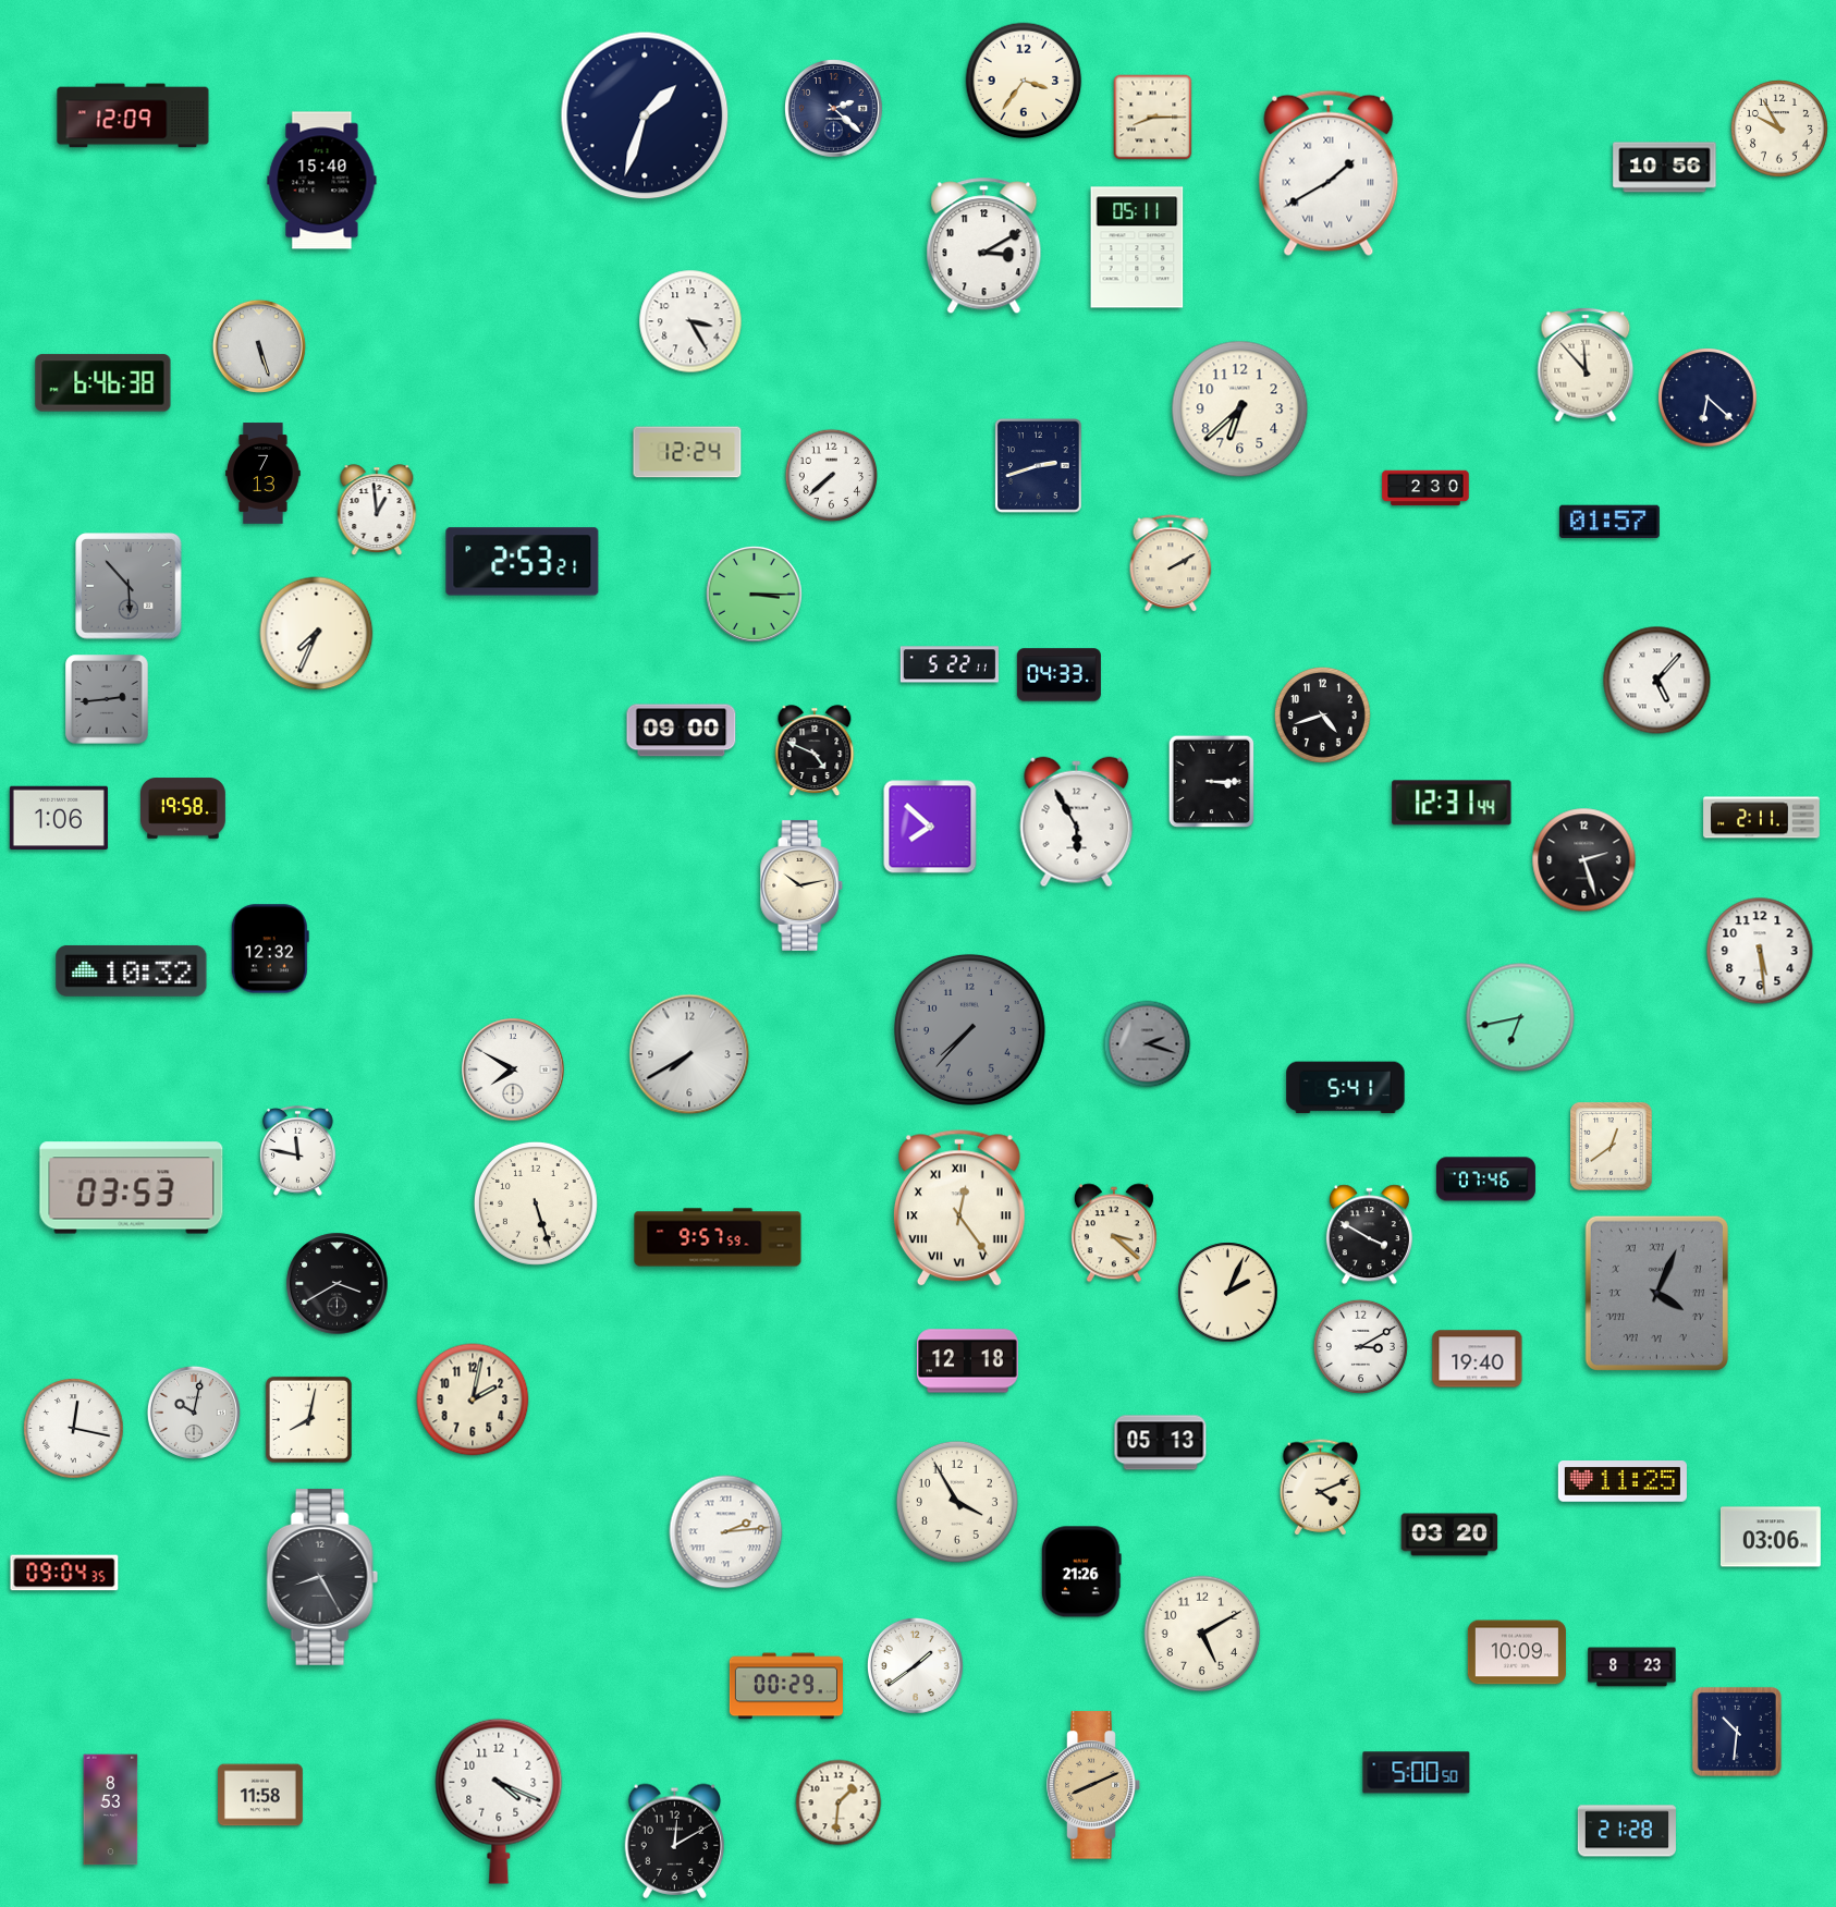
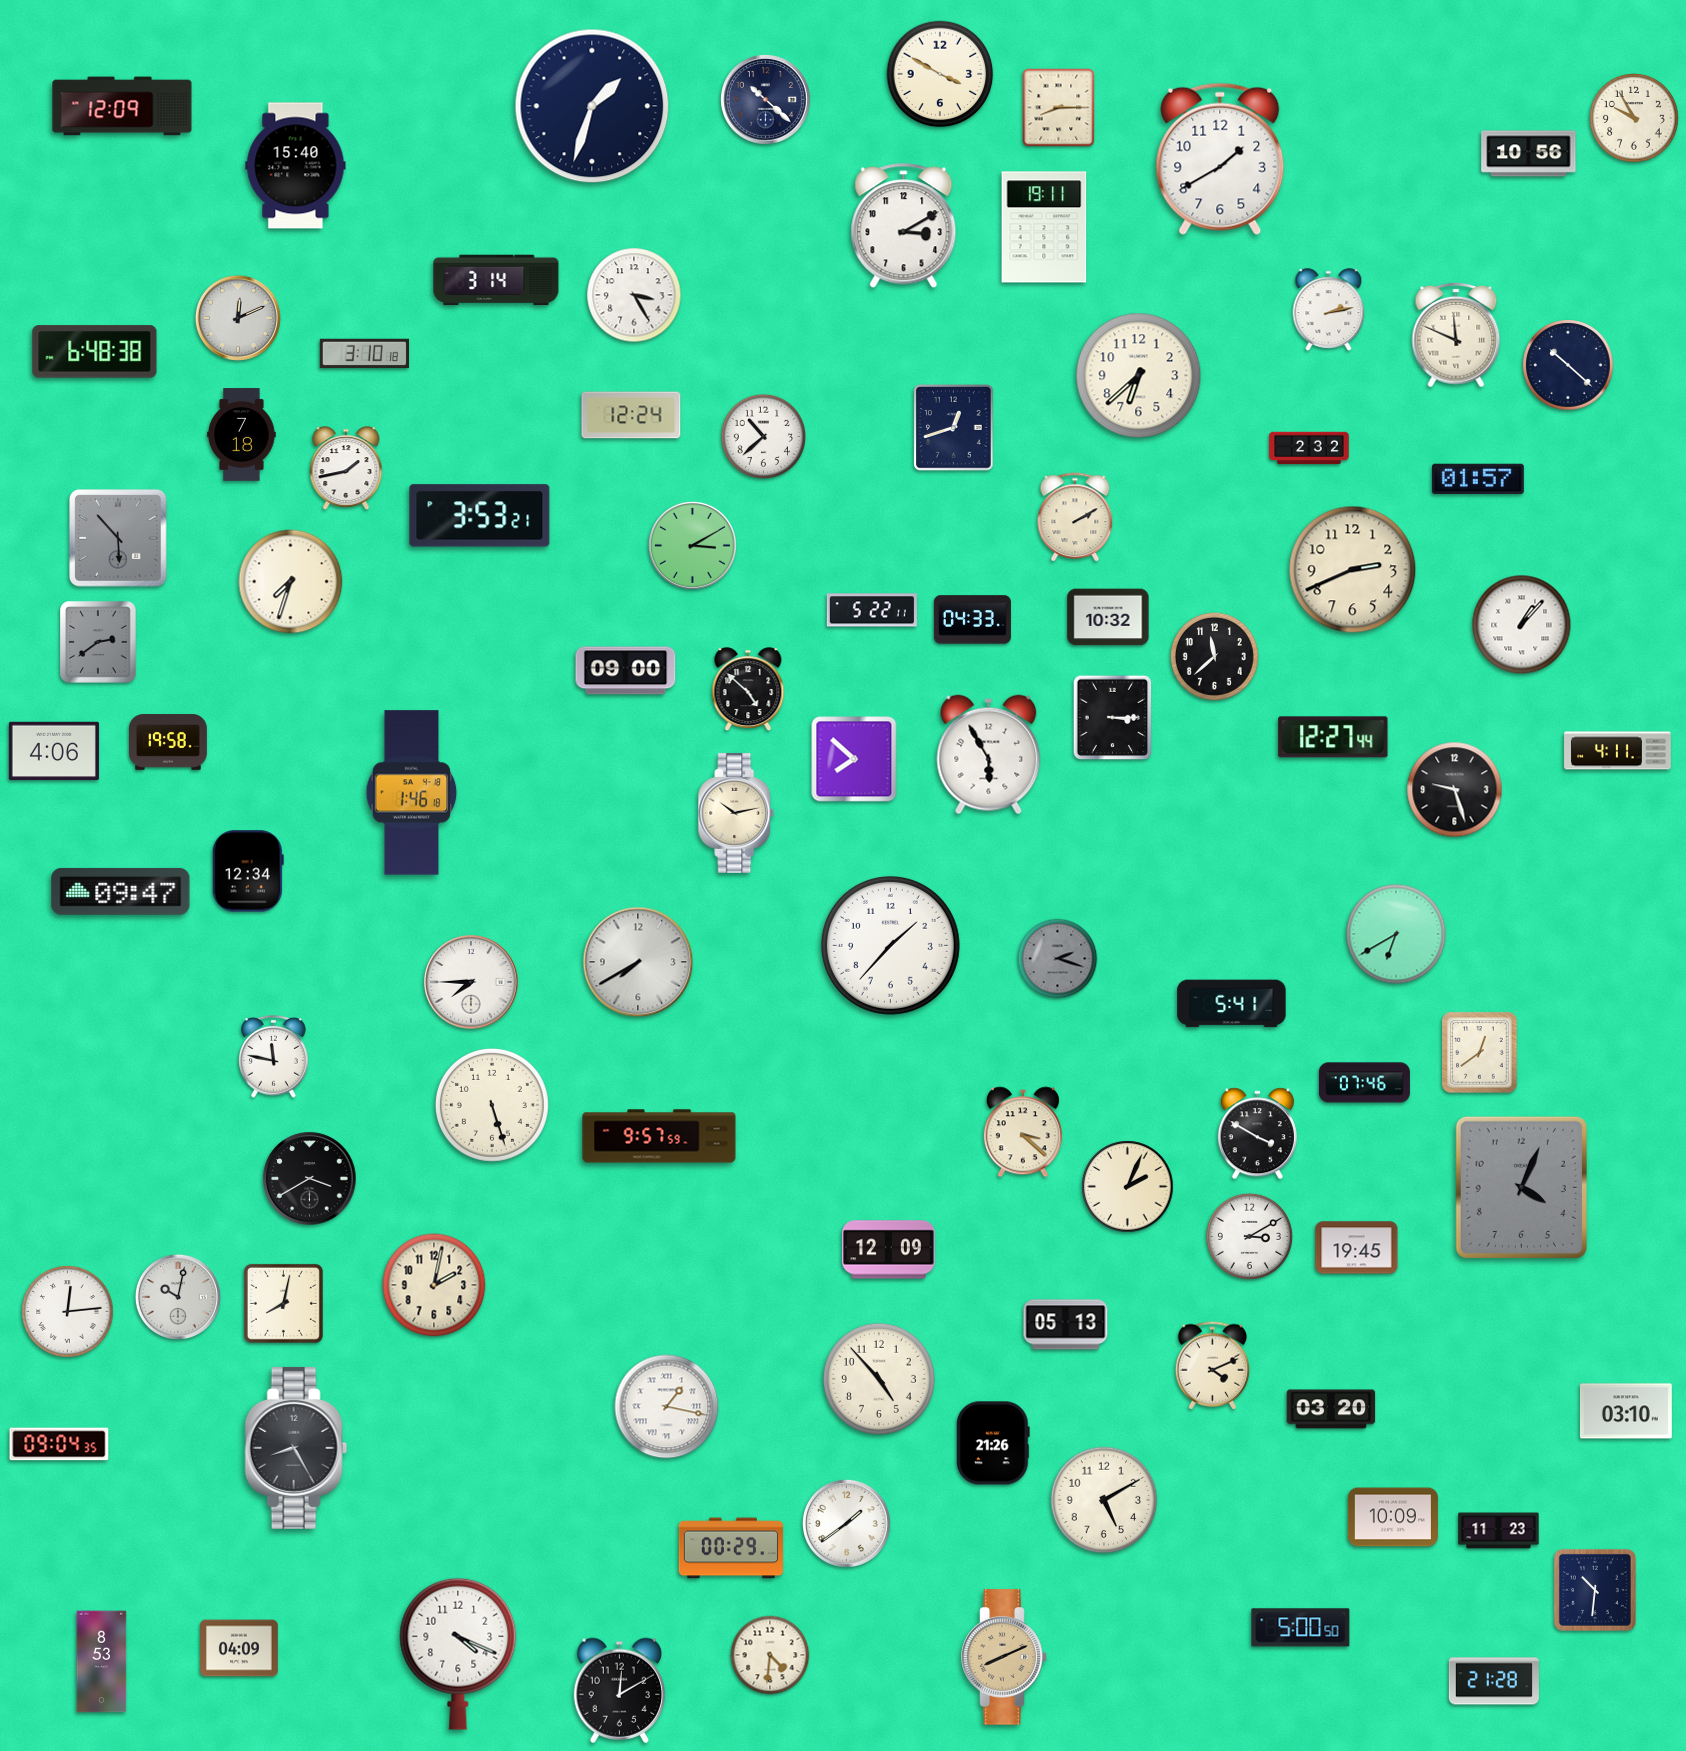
clock at (1024, 81): 3:36 -> 3:50
clock at (834, 109): 2:22 -> 10:22
clock at (1329, 173) numerals: Roman -> Arabic
clock at (1137, 247): 05:11 -> 19:11
clock at (496, 280): none -> 3:14
clock at (1329, 309): none -> 2:13
clock at (259, 346): 5:27 -> 12:11
clock at (1586, 365): 11:53 -> 11:49
clock at (103, 383): 6:46 -> 6:48
clock at (364, 354): none -> 3:10
clock at (1708, 398): 6:22 -> 10:22
clock at (1039, 466): 2:42 -> 12:42
clock at (264, 474): 7:13 -> 7:18
clock at (831, 475): 7:38 -> 10:38
clock at (1425, 488): 2:30 -> 2:32
clock at (377, 511): 12:59 -> 1:43
clock at (523, 562): 2:53 -> 3:53
clock at (754, 594): 3:15 -> 3:10
clock at (1353, 570): none -> 2:41
clock at (317, 634): 7:34 -> 7:33
clock at (1108, 617): none -> 10:32
clock at (1657, 681): 5:07 -> 1:07
clock at (107, 699): 2:44 -> 2:39
clock at (1322, 714): 4:42 -> 11:38
clock at (815, 751): 4:49 -> 4:52
clock at (1452, 803): 12:31 -> 12:27
clock at (59, 818): 1:06 -> 4:06
clock at (1762, 818): 2:11 -> 4:11
clock at (1584, 860): 2:27 -> 9:27
clock at (412, 793): none -> 1:46
clock at (270, 949): 12:32 -> 12:34
clock at (1760, 951): 5:29 -> none
clock at (132, 970): 10:32 -> 09:47
clock at (1520, 1017): 6:43 -> 6:40
clock at (969, 1029): 7:37 -> 1:37
clock at (969, 1029) dial: grey -> white
clock at (1148, 1044) position: (1148, 1044) -> (1058, 959)
clock at (689, 1054) position: (689, 1054) -> (638, 962)
clock at (513, 1069): 7:50 -> 7:45
clock at (1346, 1088) position: (1346, 1088) -> (1232, 1004)
clock at (132, 1188): 03:53 -> none
clock at (959, 1209): 12:24 -> none
clock at (1656, 1293) numerals: Roman -> Arabic
clock at (1478, 1359): 19:40 -> 19:45
clock at (968, 1361): 12:18 -> 12:09
clock at (74, 1429): 12:17 -> 12:14
clock at (1623, 1481): 11:25 -> none
clock at (957, 1502): 3:55 -> 4:53
clock at (726, 1532): 2:14 -> 1:17
clock at (1771, 1537): 03:06 -> 03:10
clock at (915, 1665) position: (915, 1665) -> (846, 1523)
clock at (1632, 1667): 8:23 -> 11:23
clock at (786, 1686) position: (786, 1686) -> (731, 1548)
clock at (1093, 1785) position: (1093, 1785) -> (1004, 1657)
clock at (261, 1795): 11:58 -> 04:09
clock at (839, 1802): 1:31 -> 4:31
